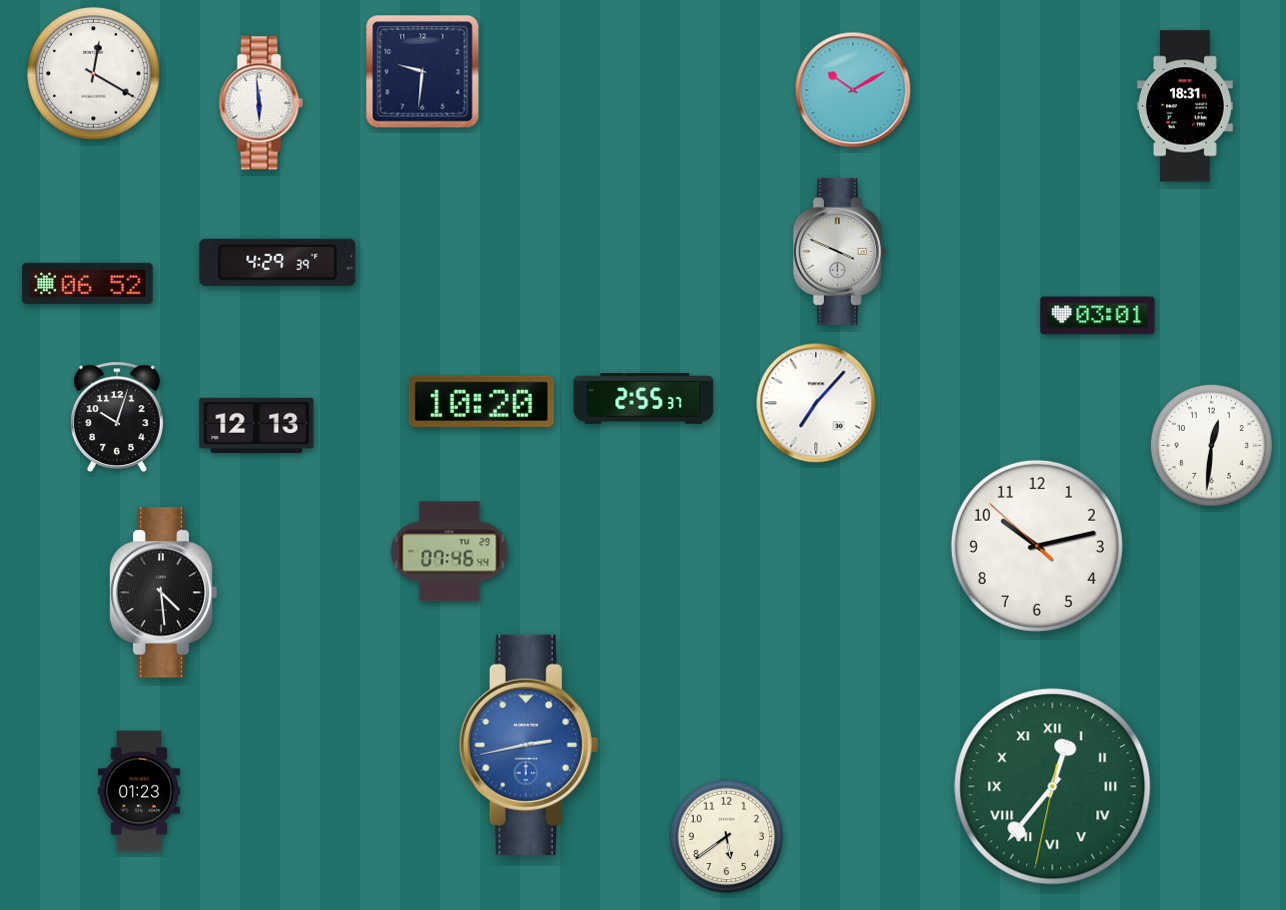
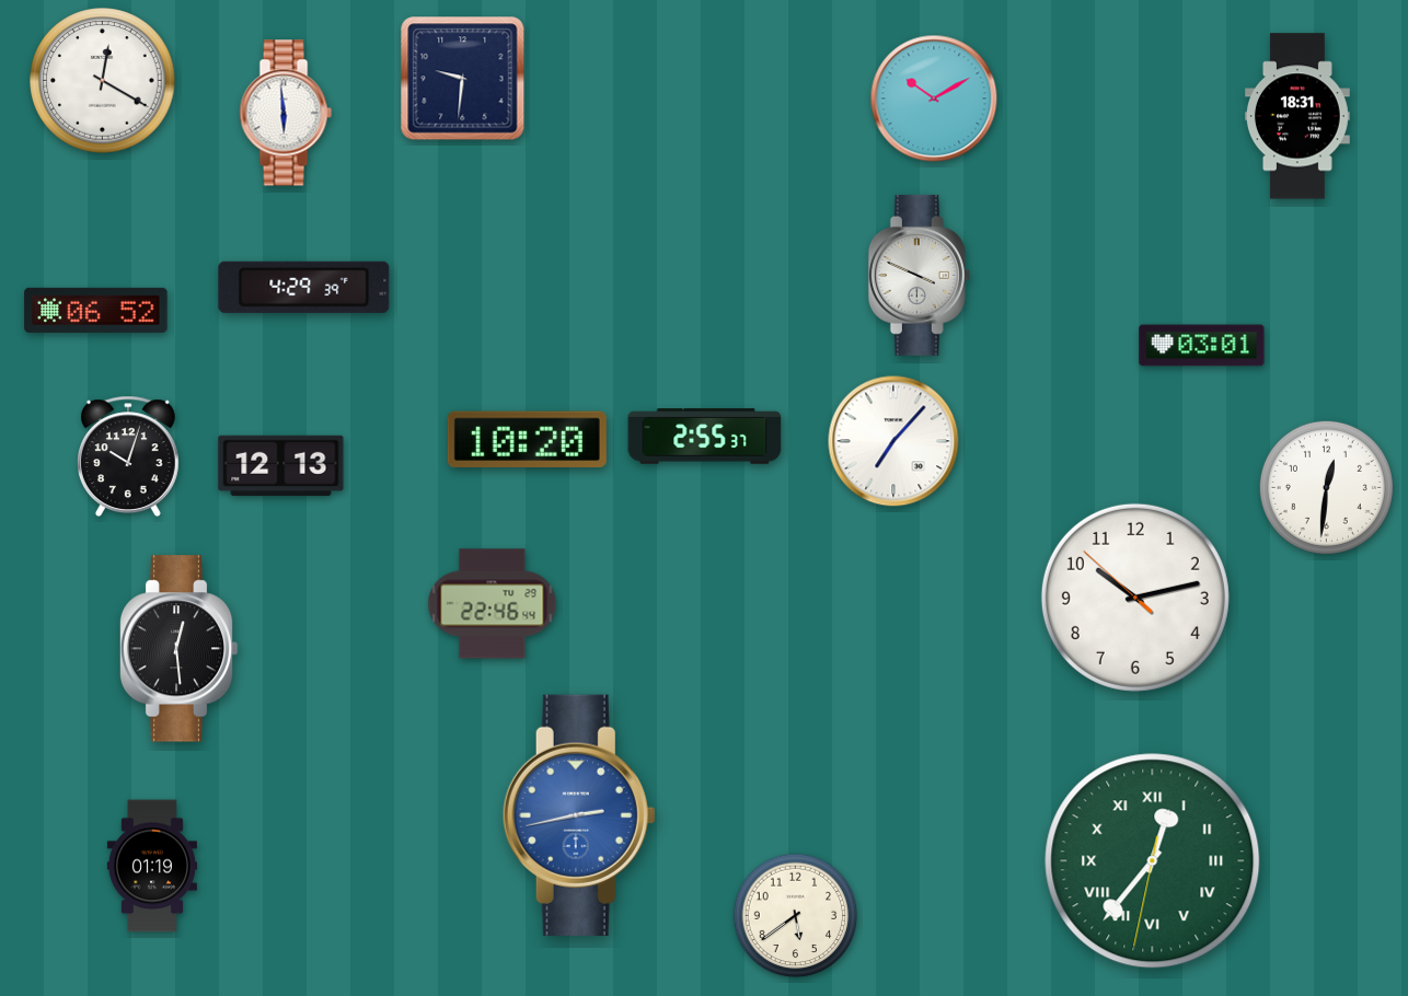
clock at (450, 552): 07:46 -> 22:46
clock at (163, 593): 4:29 -> 12:29
clock at (139, 791): 01:23 -> 01:19
